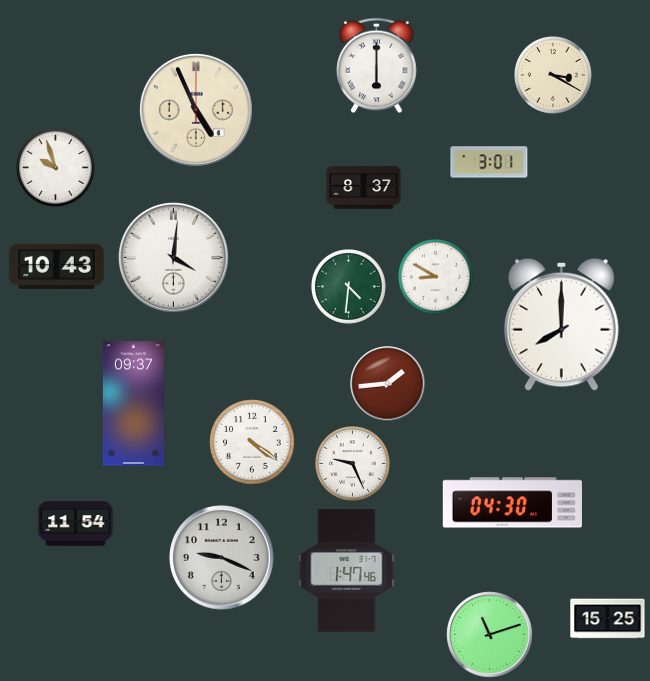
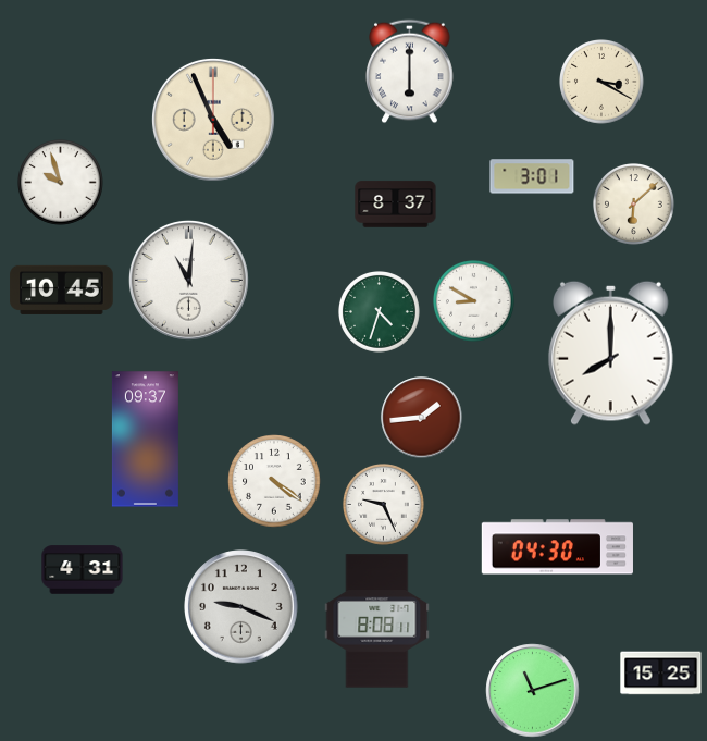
clock at (634, 205): none -> 6:08
clock at (173, 257): 4:01 -> 11:01
clock at (57, 266): 10:43 -> 10:45
clock at (349, 287): 4:31 -> 4:33
clock at (76, 524): 11:54 -> 4:31
clock at (347, 571): 1:47 -> 8:08
